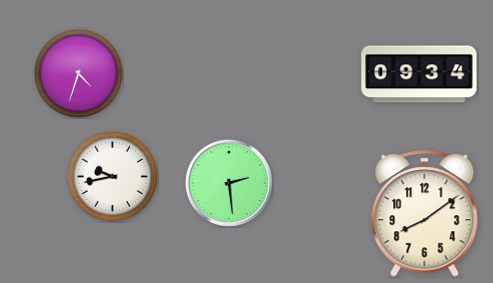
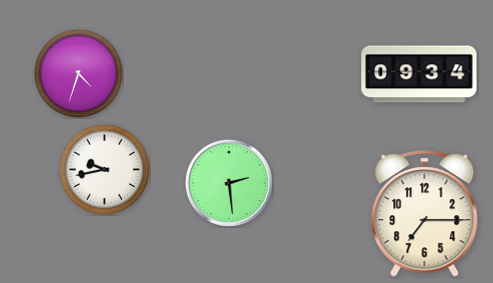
clock at (112, 176) position: (112, 176) -> (104, 169)
clock at (425, 214): 8:09 -> 7:15
